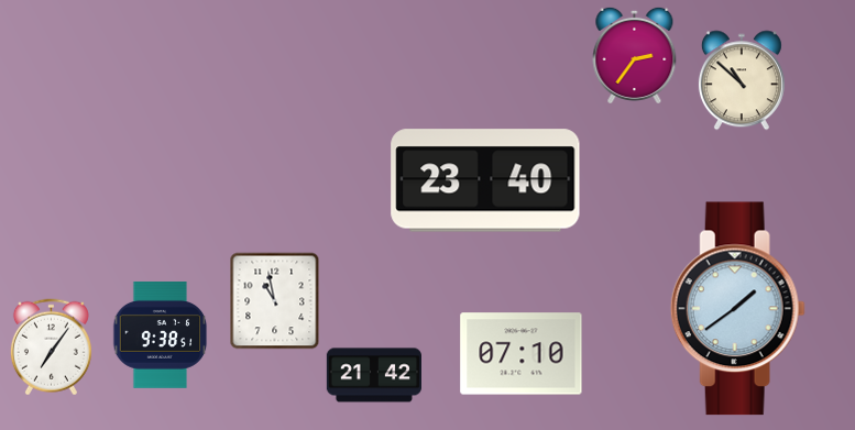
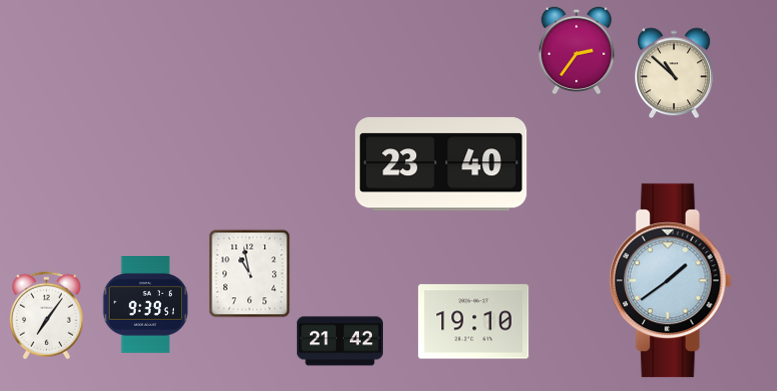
clock at (161, 335): 9:38 -> 9:39
clock at (522, 354): 07:10 -> 19:10
